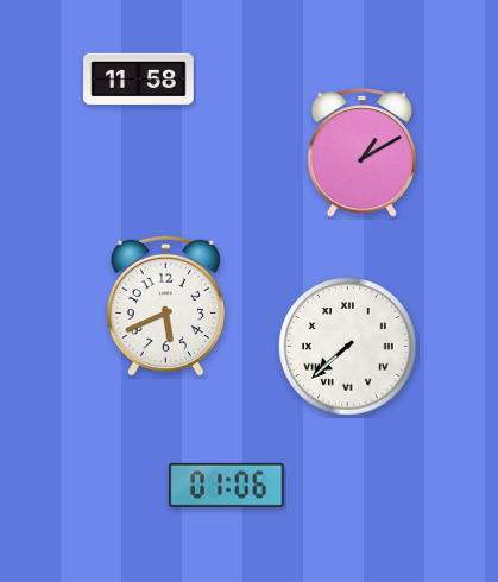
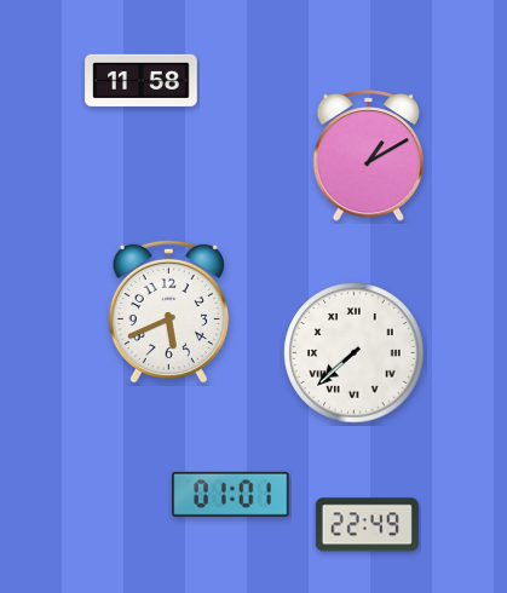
clock at (227, 485): 01:06 -> 01:01
clock at (367, 525): none -> 22:49
